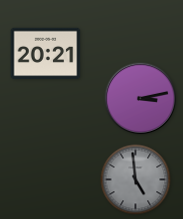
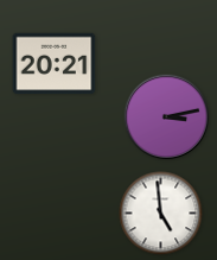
clock at (136, 180) dial: grey -> white
